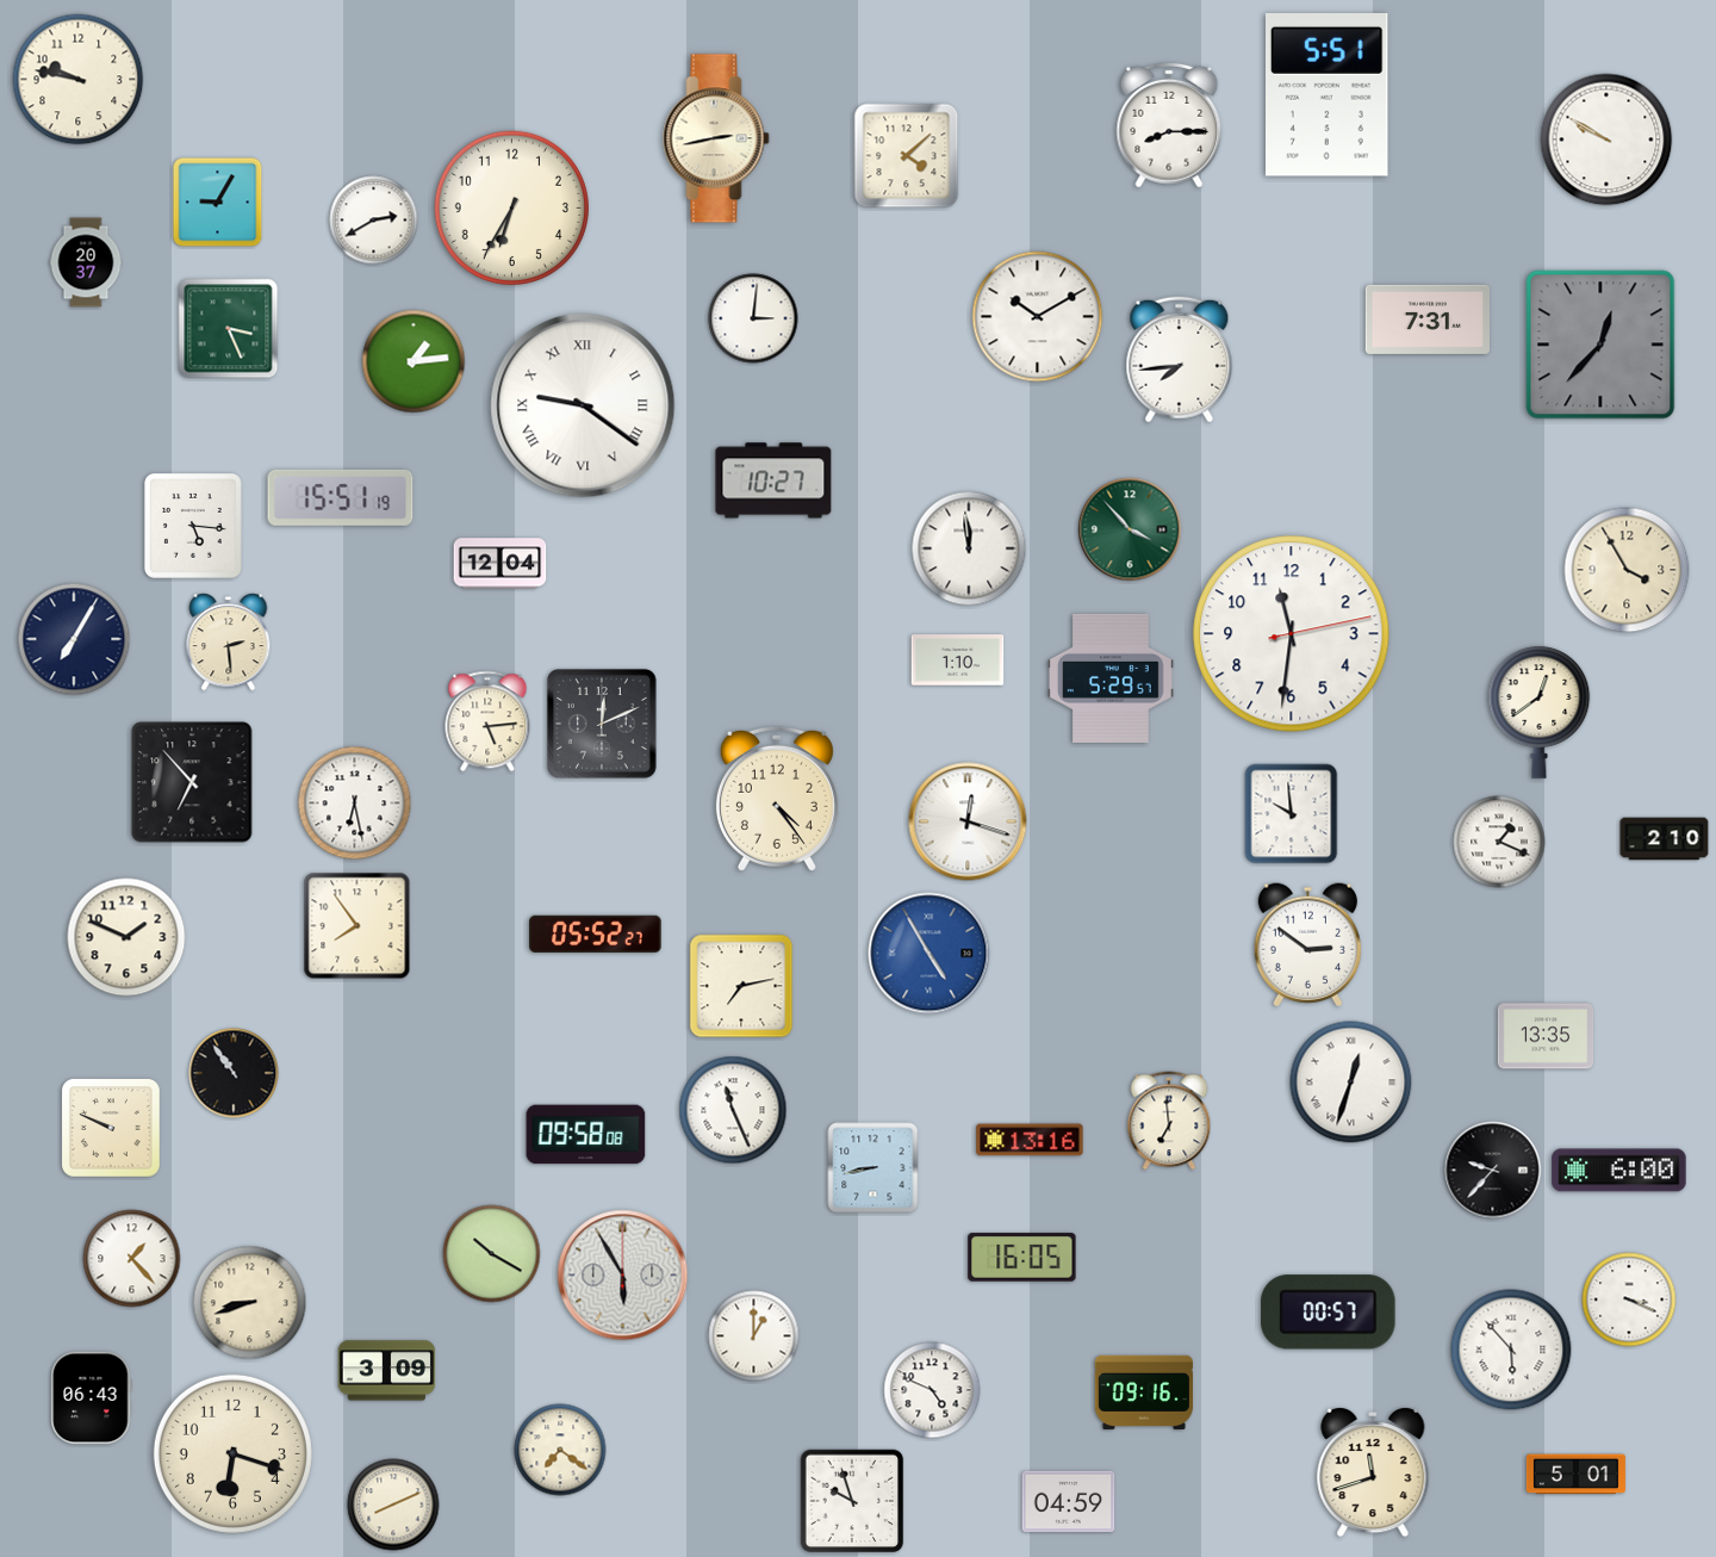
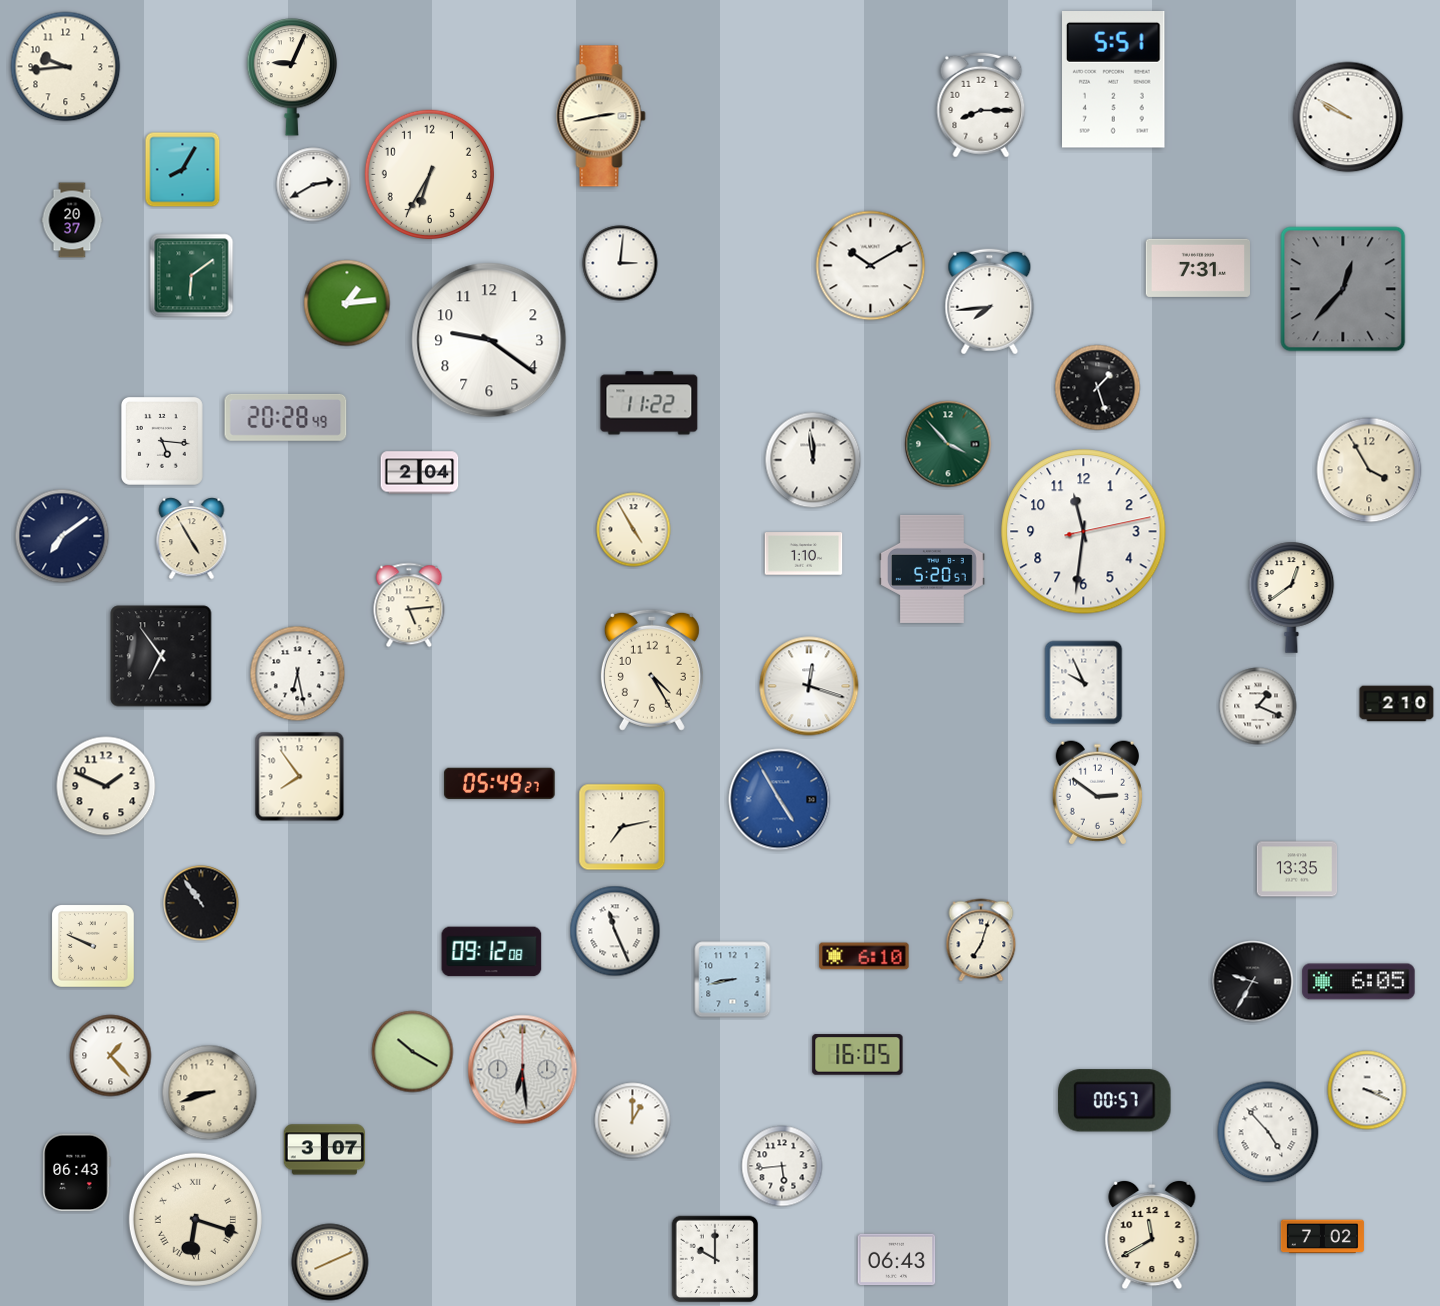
clock at (79, 80): 9:47 -> 9:44
clock at (292, 77): none -> 9:04
clock at (907, 156): 4:08 -> none
clock at (218, 203): 9:05 -> 8:05
clock at (753, 318) position: (753, 318) -> (620, 263)
clock at (229, 329): 3:26 -> 6:09
clock at (583, 405) numerals: Roman -> Arabic
clock at (1098, 388): none -> 1:27
clock at (773, 480): 10:27 -> 11:22
clock at (341, 497): 15:51 -> 20:28
clock at (500, 564): 12:04 -> 2:04
clock at (1627, 570) position: (1627, 570) -> (1369, 470)
clock at (634, 530): none -> 4:55
clock at (74, 639): 7:05 -> 7:09
clock at (229, 643): 2:29 -> 4:55
clock at (1112, 678): 5:29 -> 5:20
clock at (603, 725): 12:11 -> none
clock at (192, 782): 6:53 -> 6:54
clock at (777, 799): 4:24 -> 4:25
clock at (1292, 814): 9:59 -> 9:56
clock at (968, 821) position: (968, 821) -> (809, 686)
clock at (596, 933): 05:52 -> 05:49
clock at (234, 1073) position: (234, 1073) -> (201, 903)
clock at (1351, 1083): 12:33 -> none
clock at (1169, 1121): 6:59 -> 7:03
clock at (586, 1135): 09:58 -> 09:12
clock at (1030, 1140): 13:16 -> 6:10
clock at (1493, 1171): 9:37 -> 9:35
clock at (1619, 1171): 6:00 -> 6:05
clock at (623, 1276): 5:55 -> 6:29
clock at (1511, 1350): 5:53 -> 4:53
clock at (386, 1371): 3:09 -> 3:07
clock at (932, 1390): 4:49 -> 5:44
clock at (1144, 1392): 09:16 -> none
clock at (560, 1450): 7:21 -> none
clock at (232, 1453) numerals: Arabic -> Roman
clock at (1373, 1472): 11:42 -> 11:40
clock at (1575, 1475): 5:01 -> 7:02
clock at (852, 1501): 9:57 -> 10:00
clock at (1069, 1502): 04:59 -> 06:43
